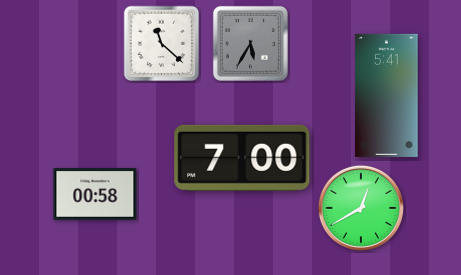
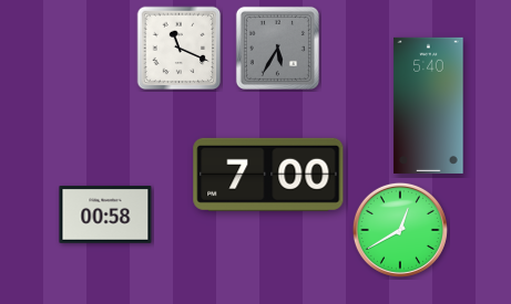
clock at (162, 44): 11:22 -> 11:19
clock at (387, 95): 5:41 -> 5:40
